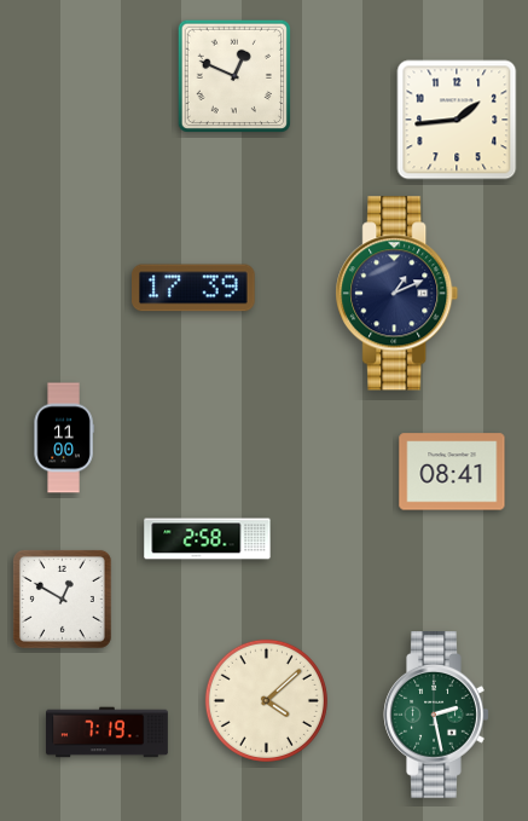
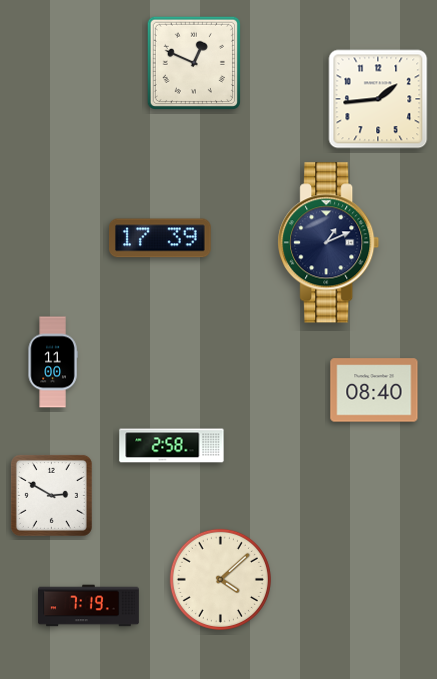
clock at (452, 472): 08:41 -> 08:40
clock at (62, 599): 12:50 -> 2:50
clock at (436, 716): 2:28 -> none
